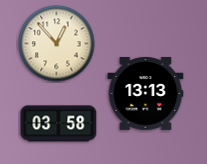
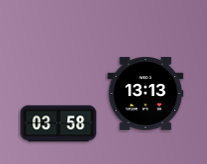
clock at (57, 44): 12:53 -> none
